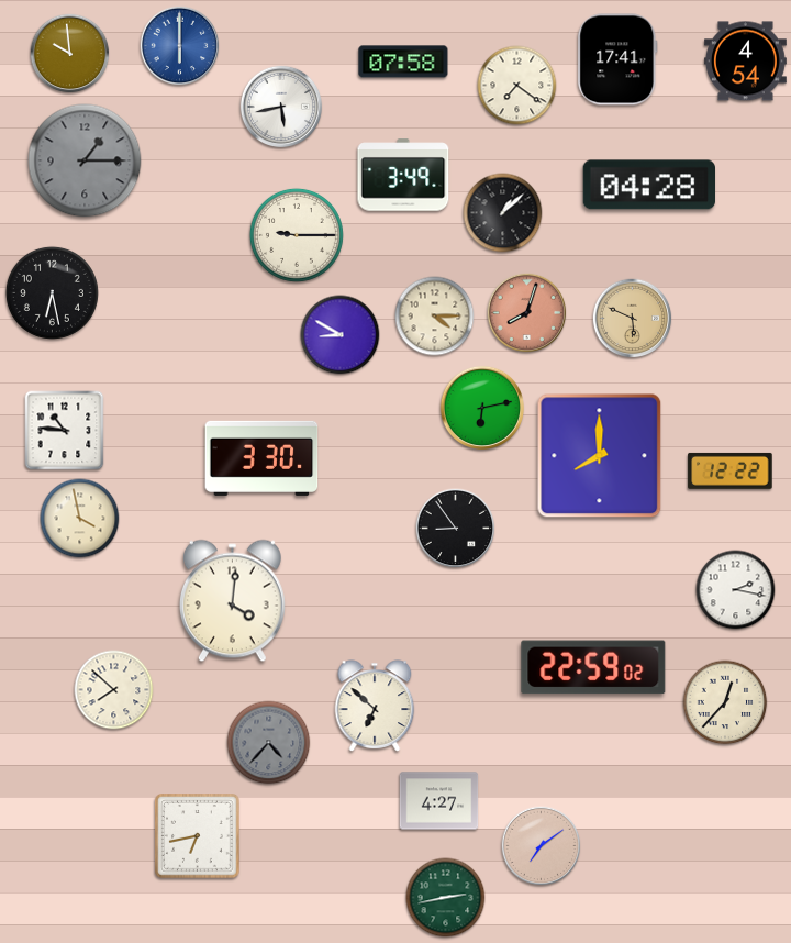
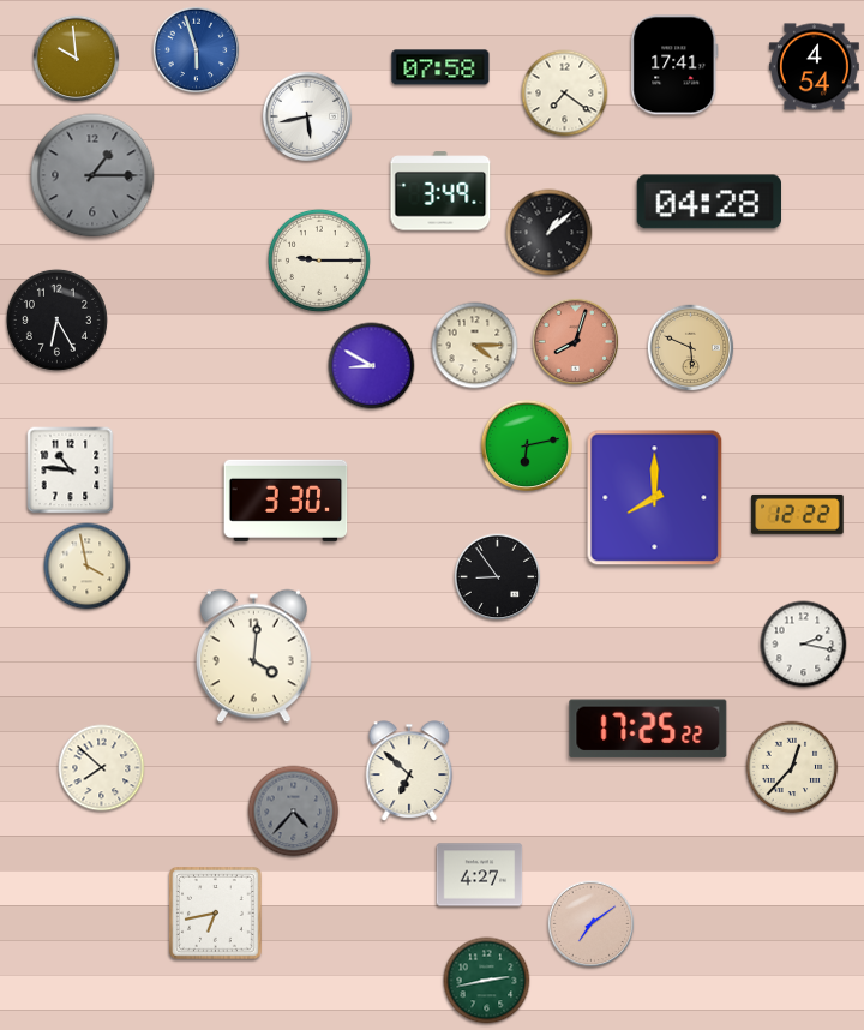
clock at (180, 46): 6:00 -> 5:57
clock at (297, 235) position: (297, 235) -> (319, 261)
clock at (52, 292): 6:28 -> 6:25
clock at (593, 667): 22:59 -> 17:25
clock at (114, 690) position: (114, 690) -> (102, 768)
